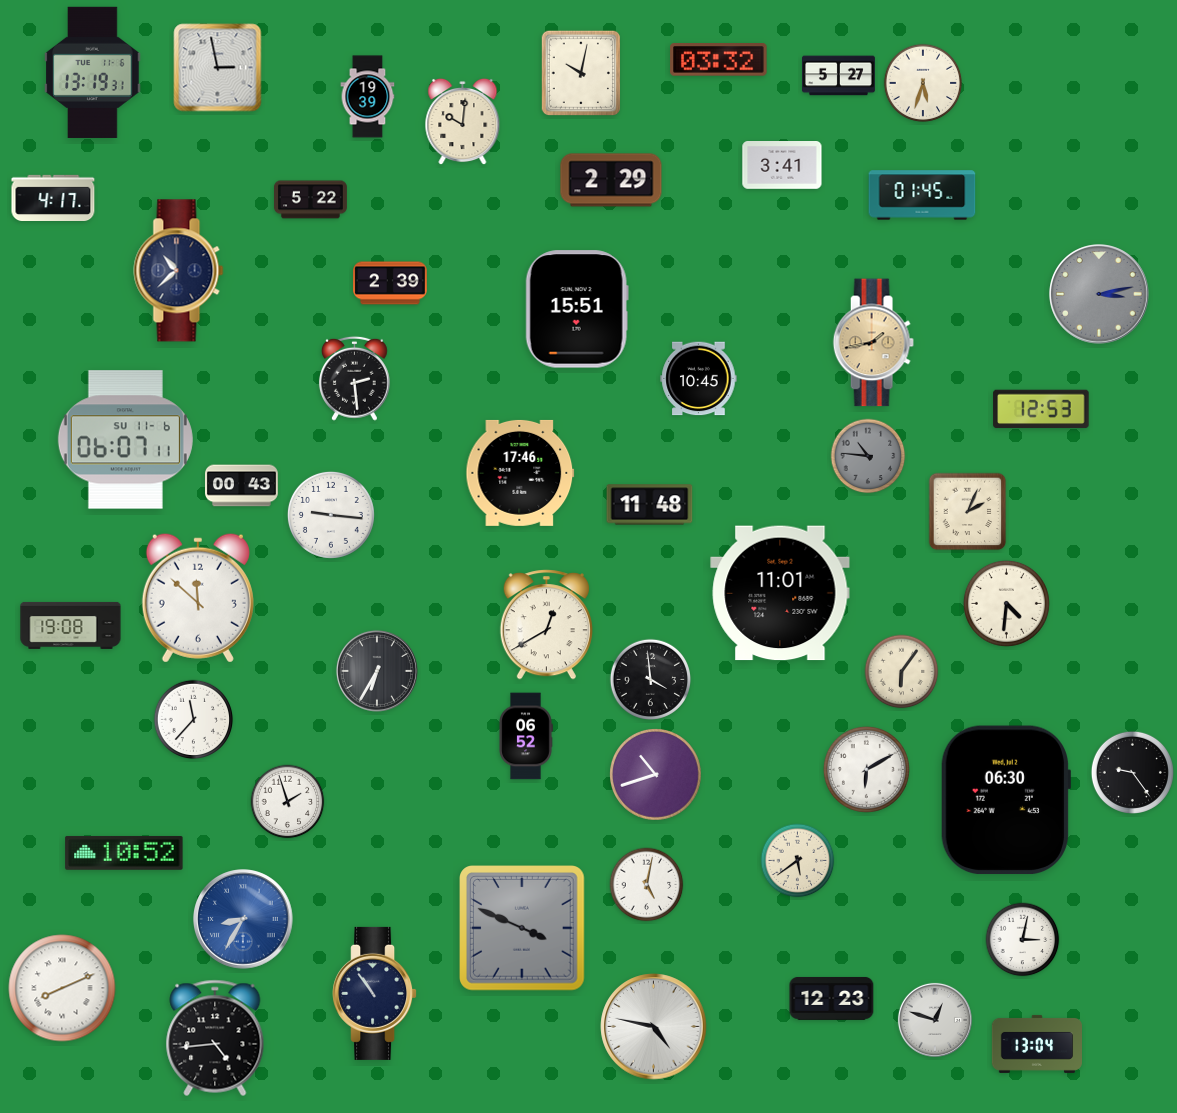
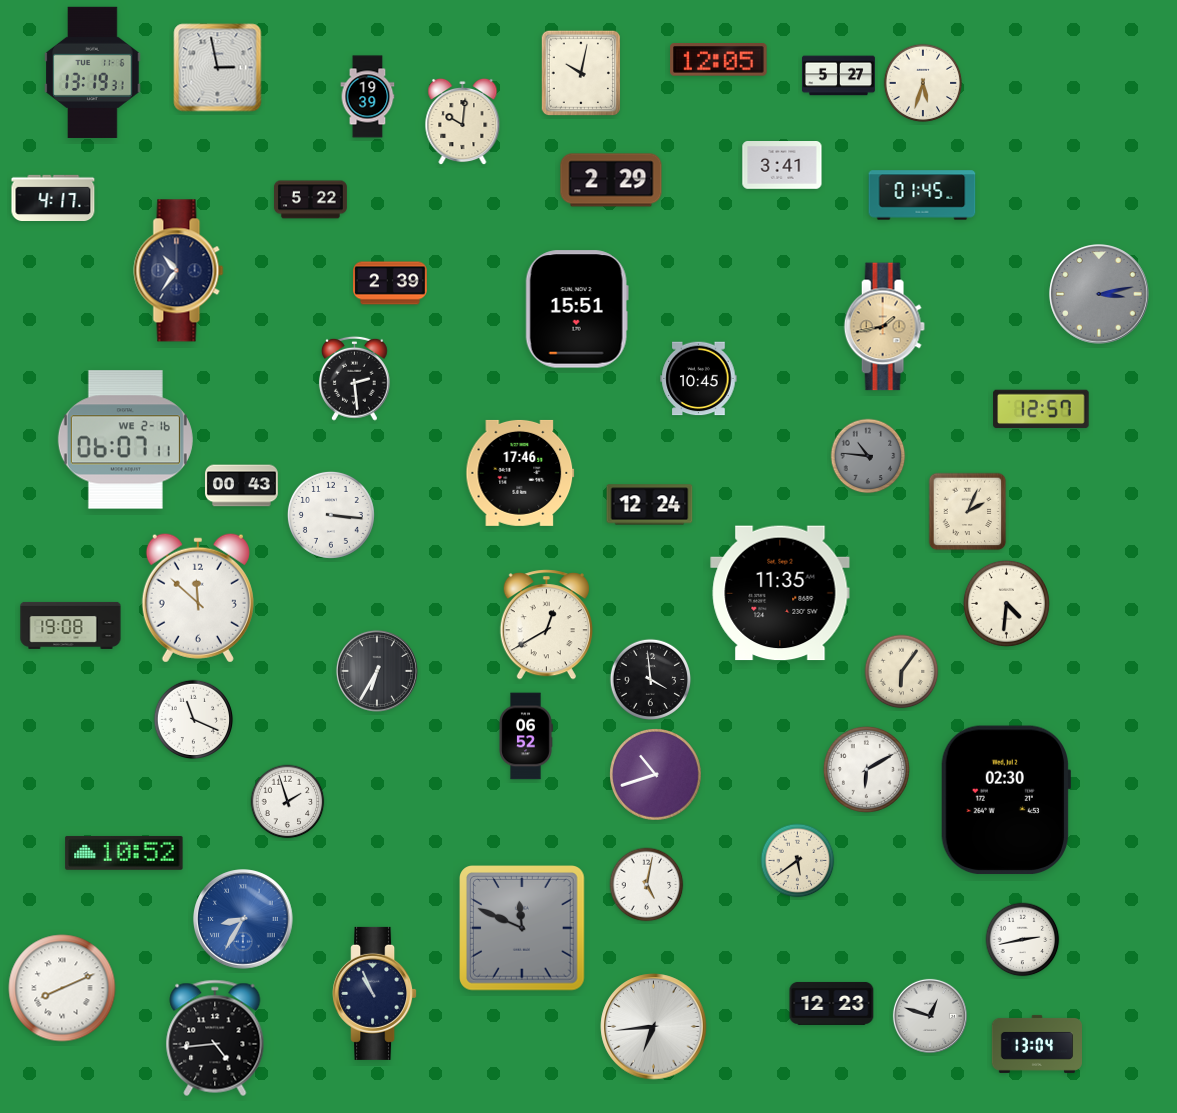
clock at (719, 60): 03:32 -> 12:05
clock at (179, 271): 10:38 -> 10:36
clock at (873, 343) position: (873, 343) -> (884, 327)
clock at (1041, 409): 12:53 -> 12:57
clock at (125, 440) date: SU 11-6 -> WE 2-16
clock at (650, 505): 11:48 -> 12:24
clock at (331, 515): 9:16 -> 3:16
clock at (780, 593): 11:01 -> 11:35
clock at (194, 720): 11:37 -> 11:19
clock at (1132, 772): 9:24 -> none
clock at (1005, 800): 06:30 -> 02:30
clock at (522, 928): 3:49 -> 11:49
clock at (1023, 940): 3:02 -> 2:43
clock at (375, 993): 10:54 -> 10:56
clock at (832, 998) position: (832, 998) -> (832, 1003)
clock at (935, 1020) position: (935, 1020) -> (930, 1016)
clock at (654, 1027): 4:47 -> 6:44
